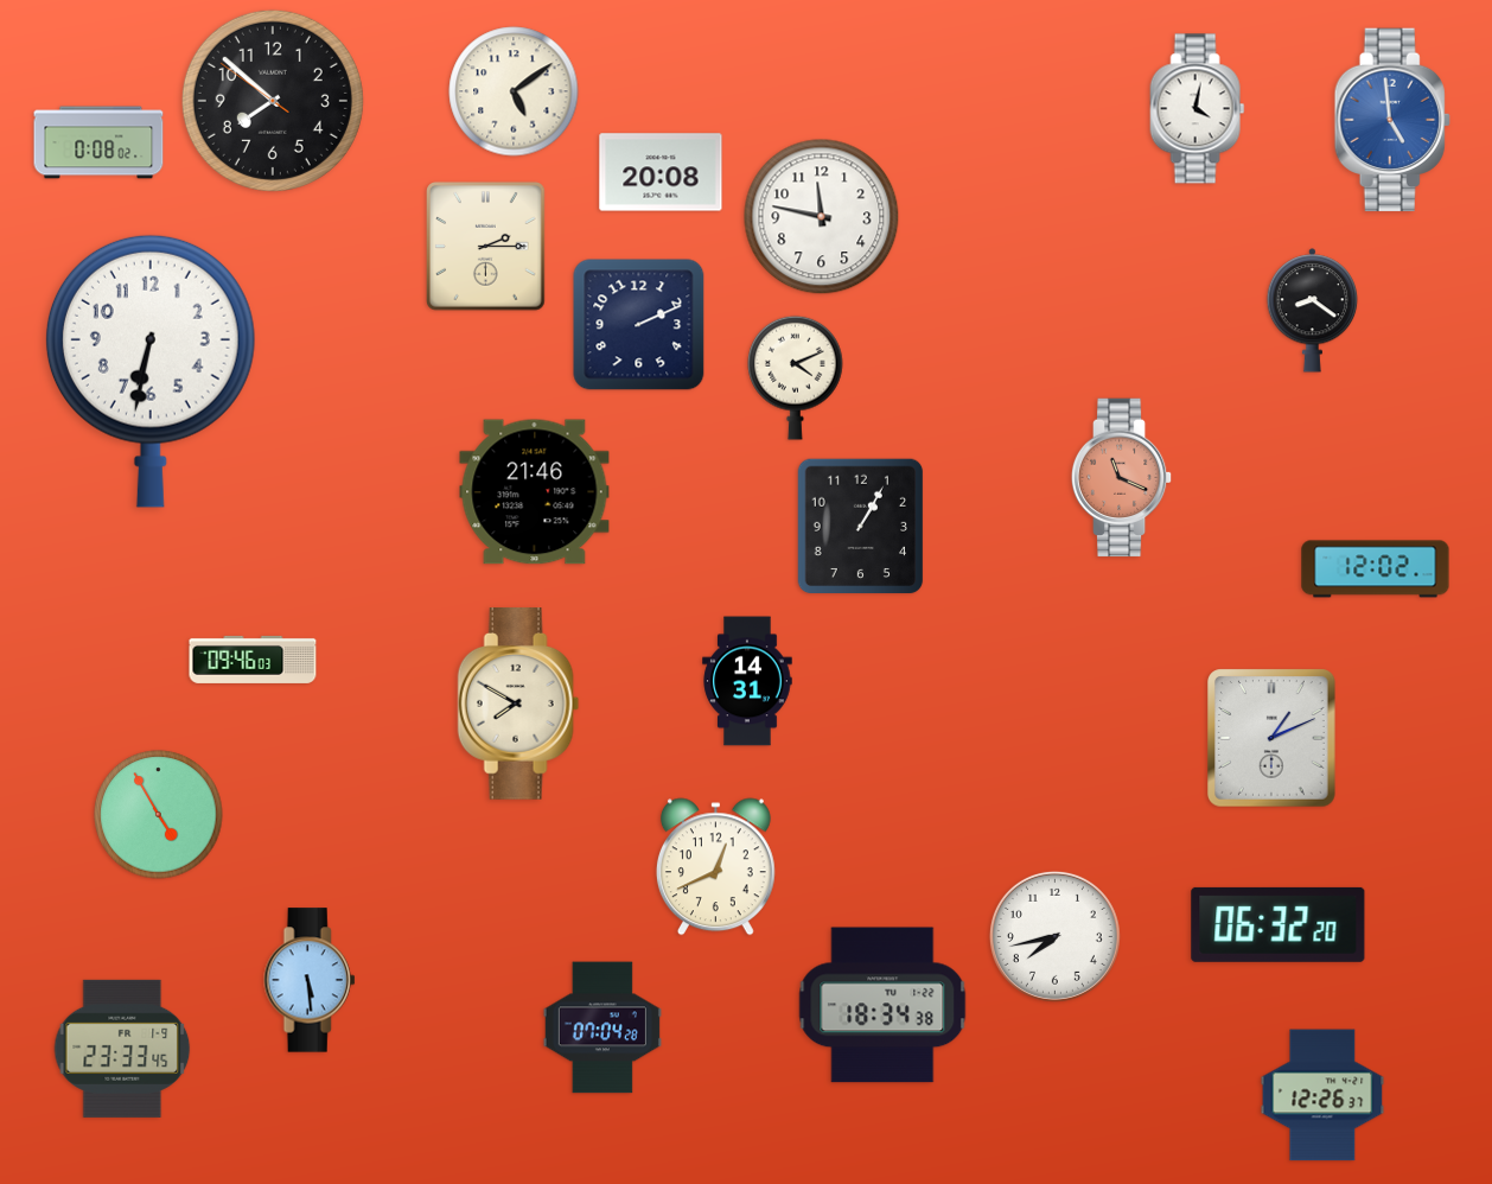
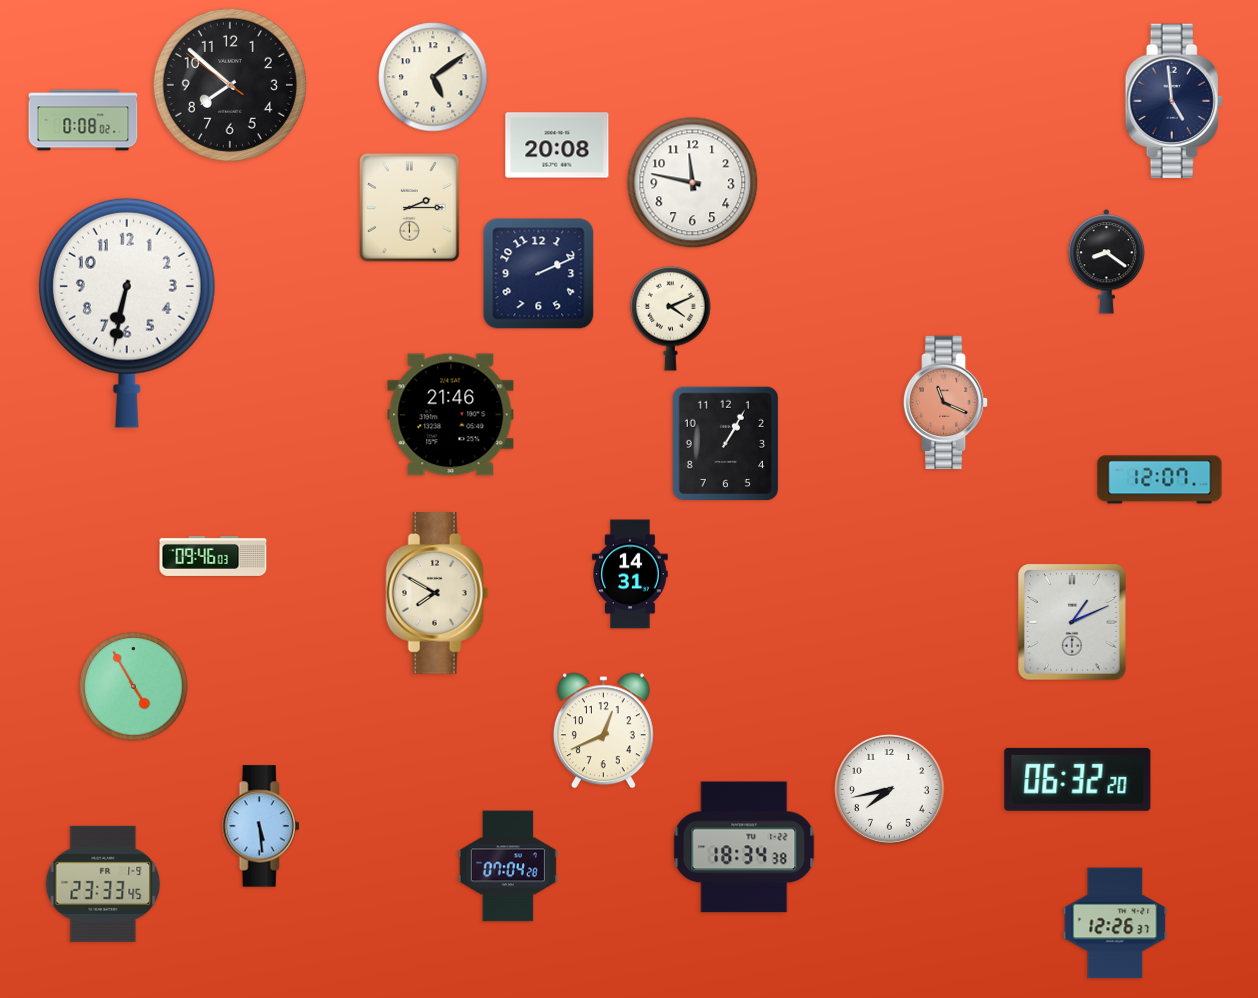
clock at (1198, 109): 4:02 -> none
clock at (1392, 120) dial: blue -> navy
clock at (1376, 569): 12:02 -> 12:07
